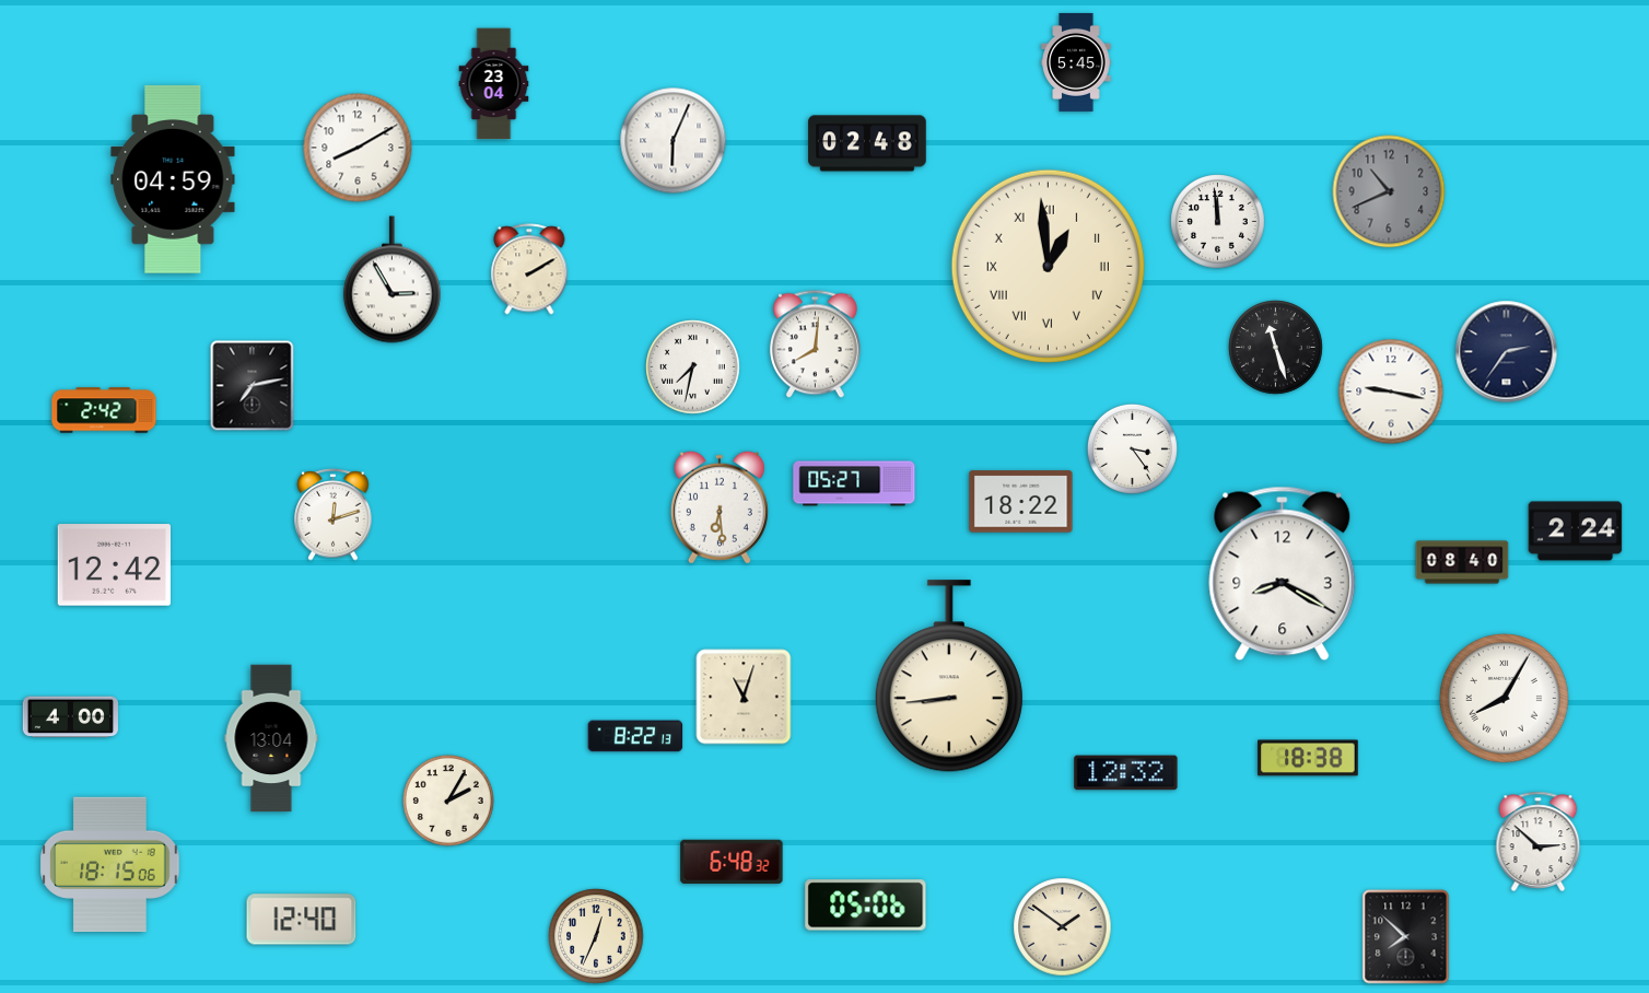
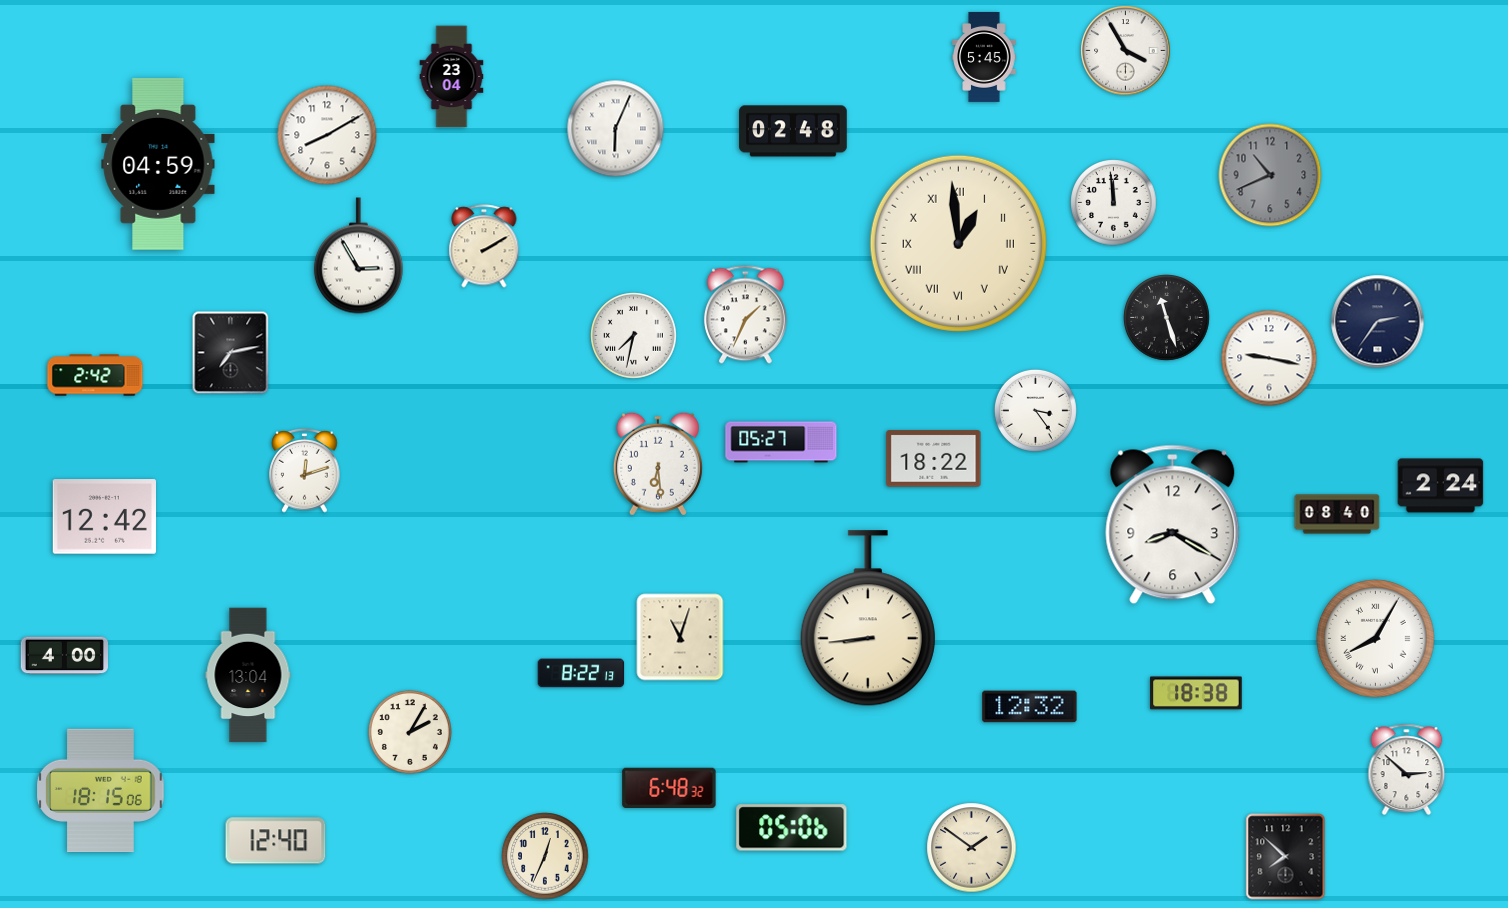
clock at (1126, 51): none -> 3:55
clock at (815, 344): 8:01 -> 1:34
clock at (1391, 392) position: (1391, 392) -> (1269, 358)
